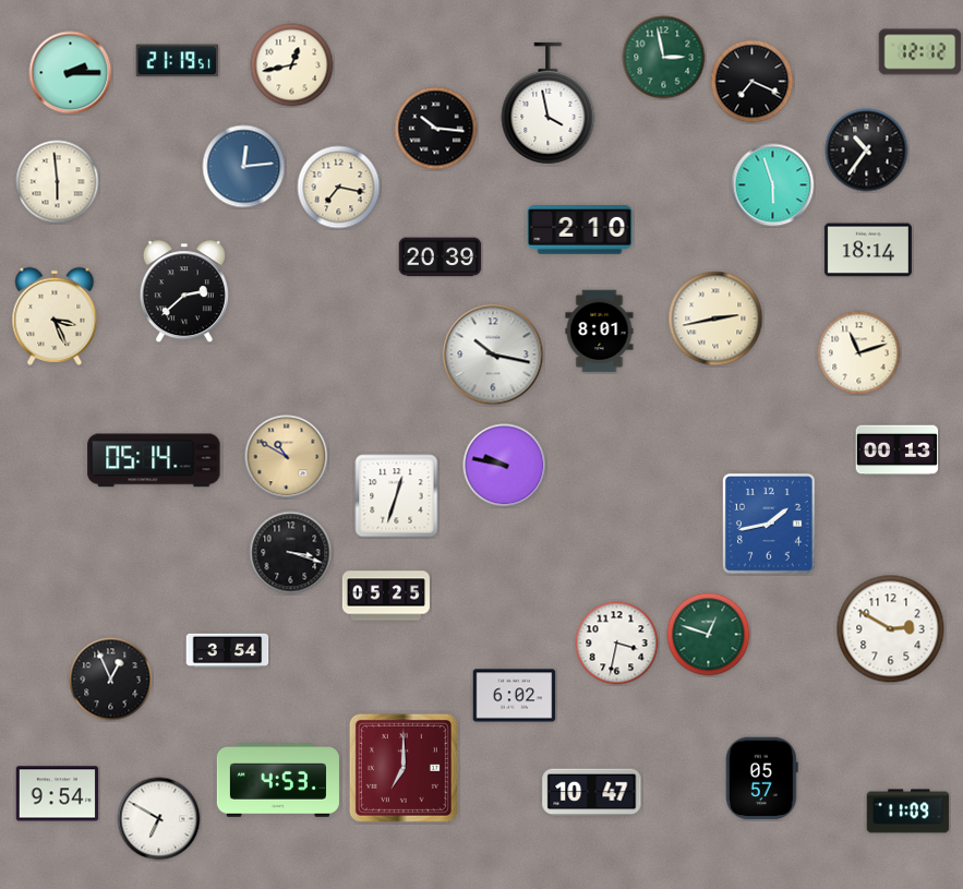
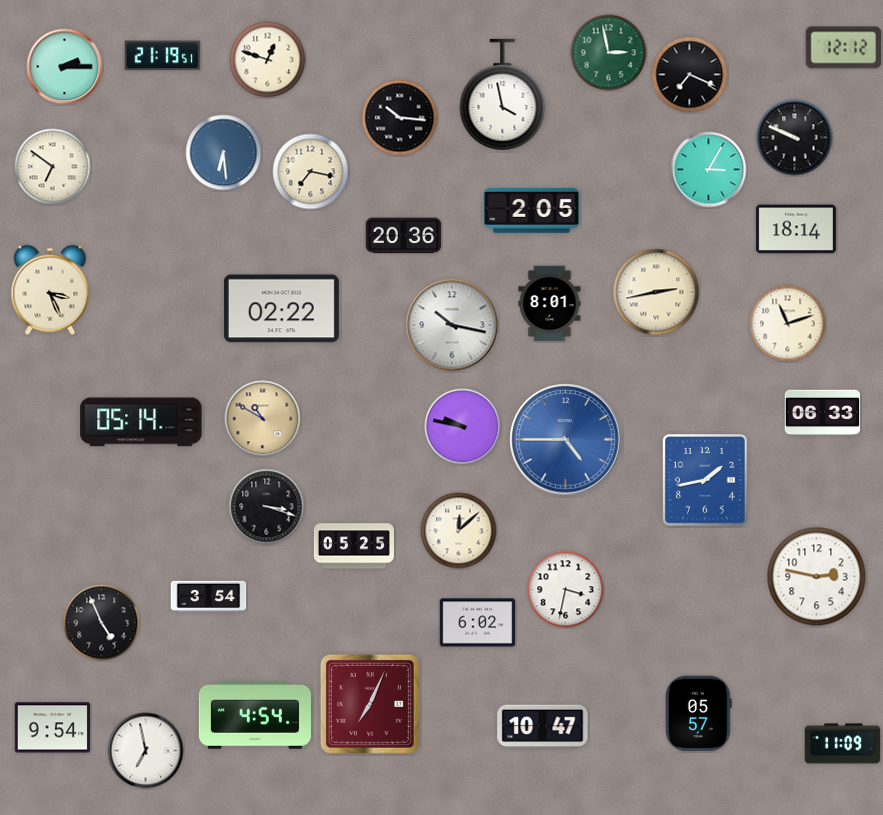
clock at (292, 65): 12:43 -> 12:48
clock at (867, 151): 10:36 -> 9:49
clock at (244, 167): 12:14 -> 6:29
clock at (58, 182): 5:59 -> 6:51
clock at (773, 185): 5:57 -> 3:05
clock at (580, 230): 2:10 -> 2:05
clock at (441, 257): 20:39 -> 20:36
clock at (184, 292): 2:38 -> none
clock at (281, 309): none -> 02:22
clock at (898, 450): 00:13 -> 06:33
clock at (566, 440): none -> 4:45
clock at (397, 496): 12:33 -> none
clock at (459, 531): none -> 12:08
clock at (891, 629): 2:50 -> 2:47
clock at (709, 635): 12:48 -> none
clock at (111, 680): 12:56 -> 4:56
clock at (515, 696) position: (515, 696) -> (478, 623)
clock at (404, 768): 7:00 -> 7:04
clock at (278, 781): 4:53 -> 4:54
clock at (908, 812) position: (908, 812) -> (843, 744)
clock at (159, 819): 6:50 -> 6:58
